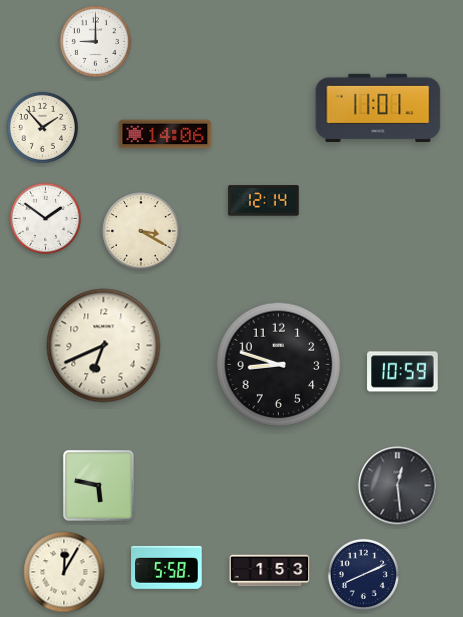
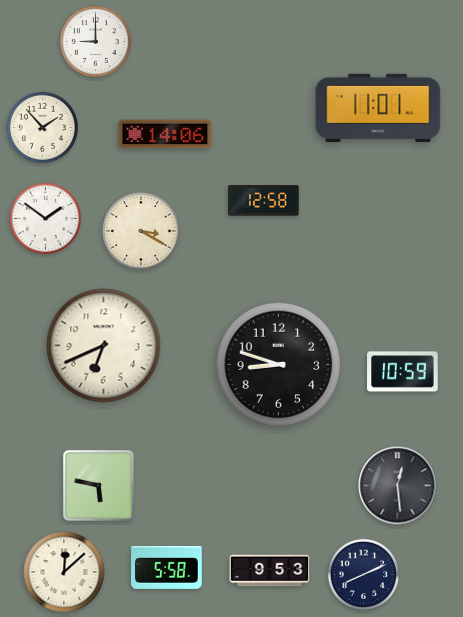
clock at (264, 201): 12:14 -> 12:58
clock at (270, 571): 1:53 -> 9:53
clock at (64, 572): 12:05 -> 12:08
